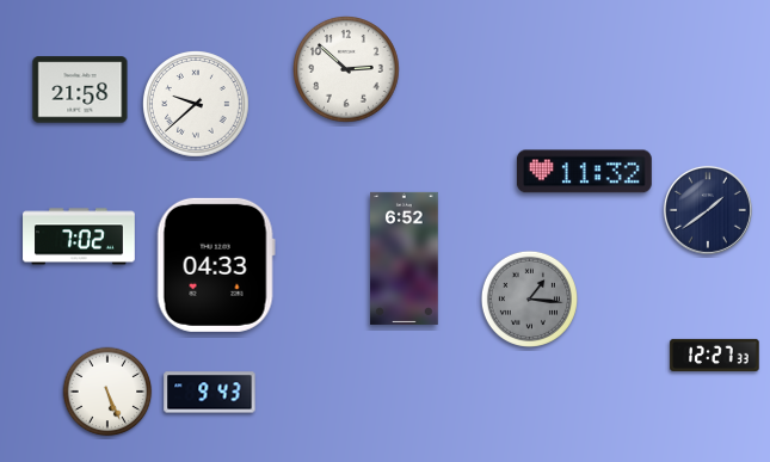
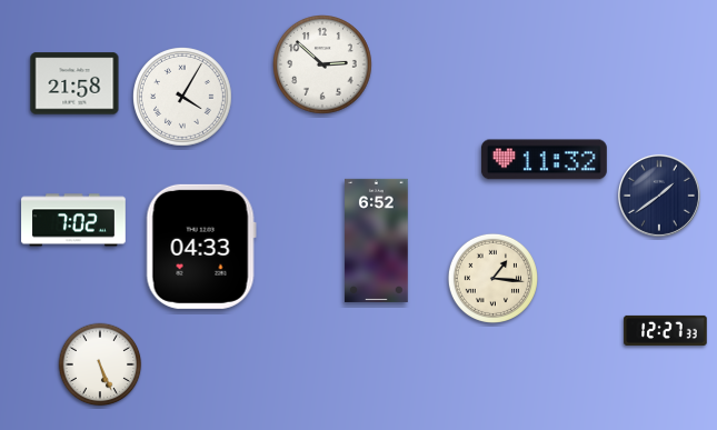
clock at (197, 105): 9:38 -> 4:05
clock at (529, 298) dial: grey -> cream
clock at (210, 393): 9:43 -> none
